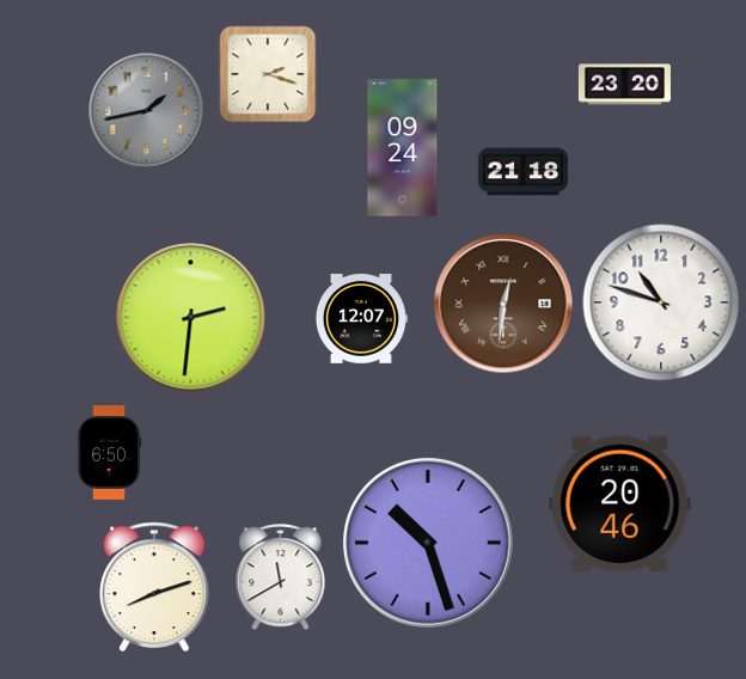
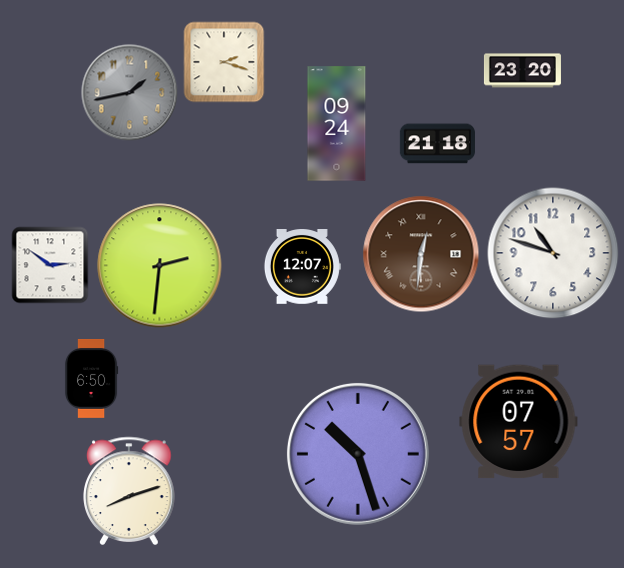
clock at (147, 111) position: (147, 111) -> (130, 93)
clock at (50, 265): none -> 2:51
clock at (620, 504): 20:46 -> 07:57
clock at (281, 577): 11:40 -> none
